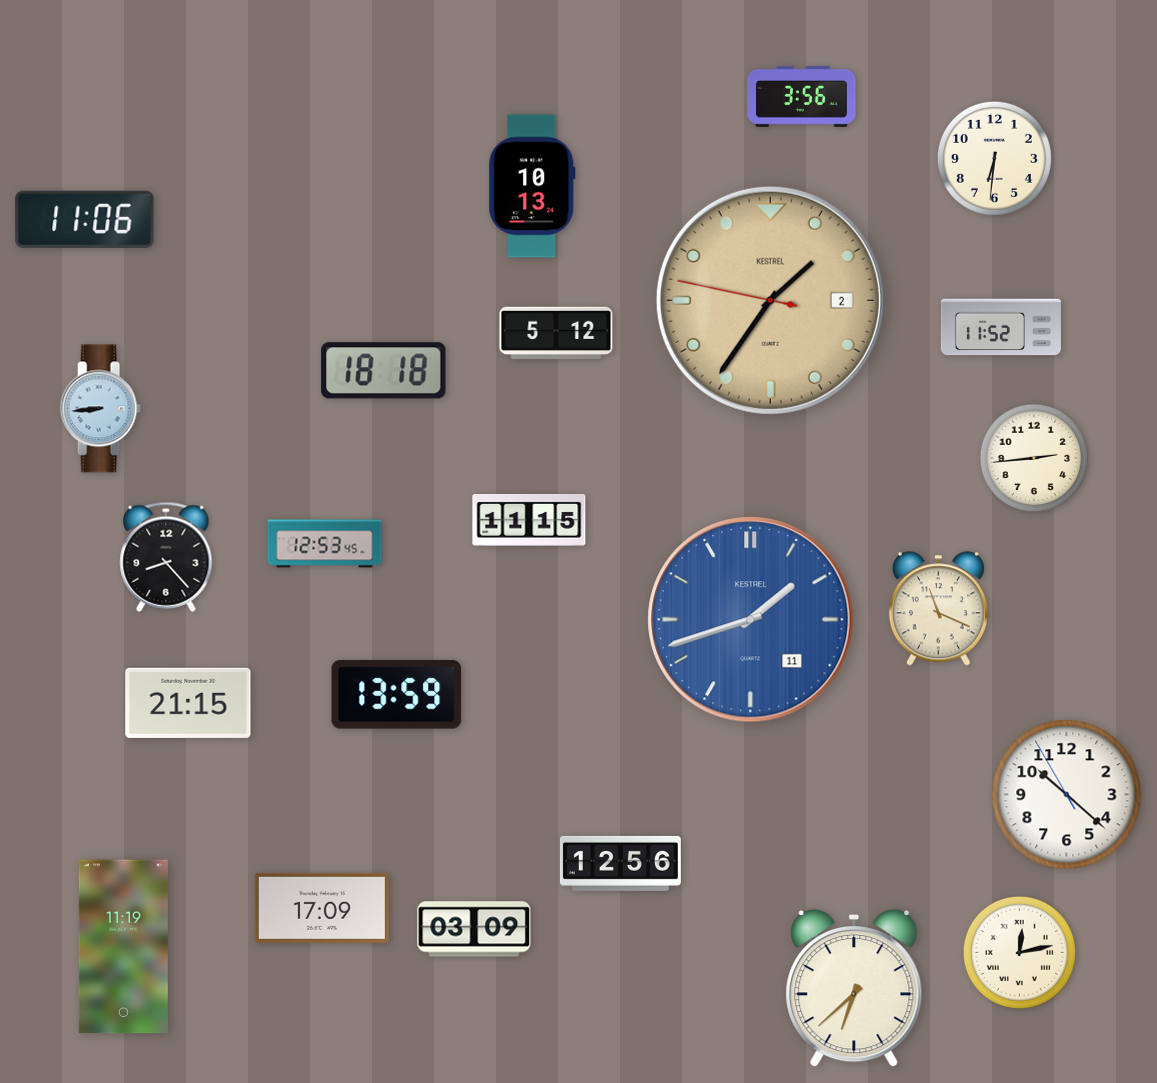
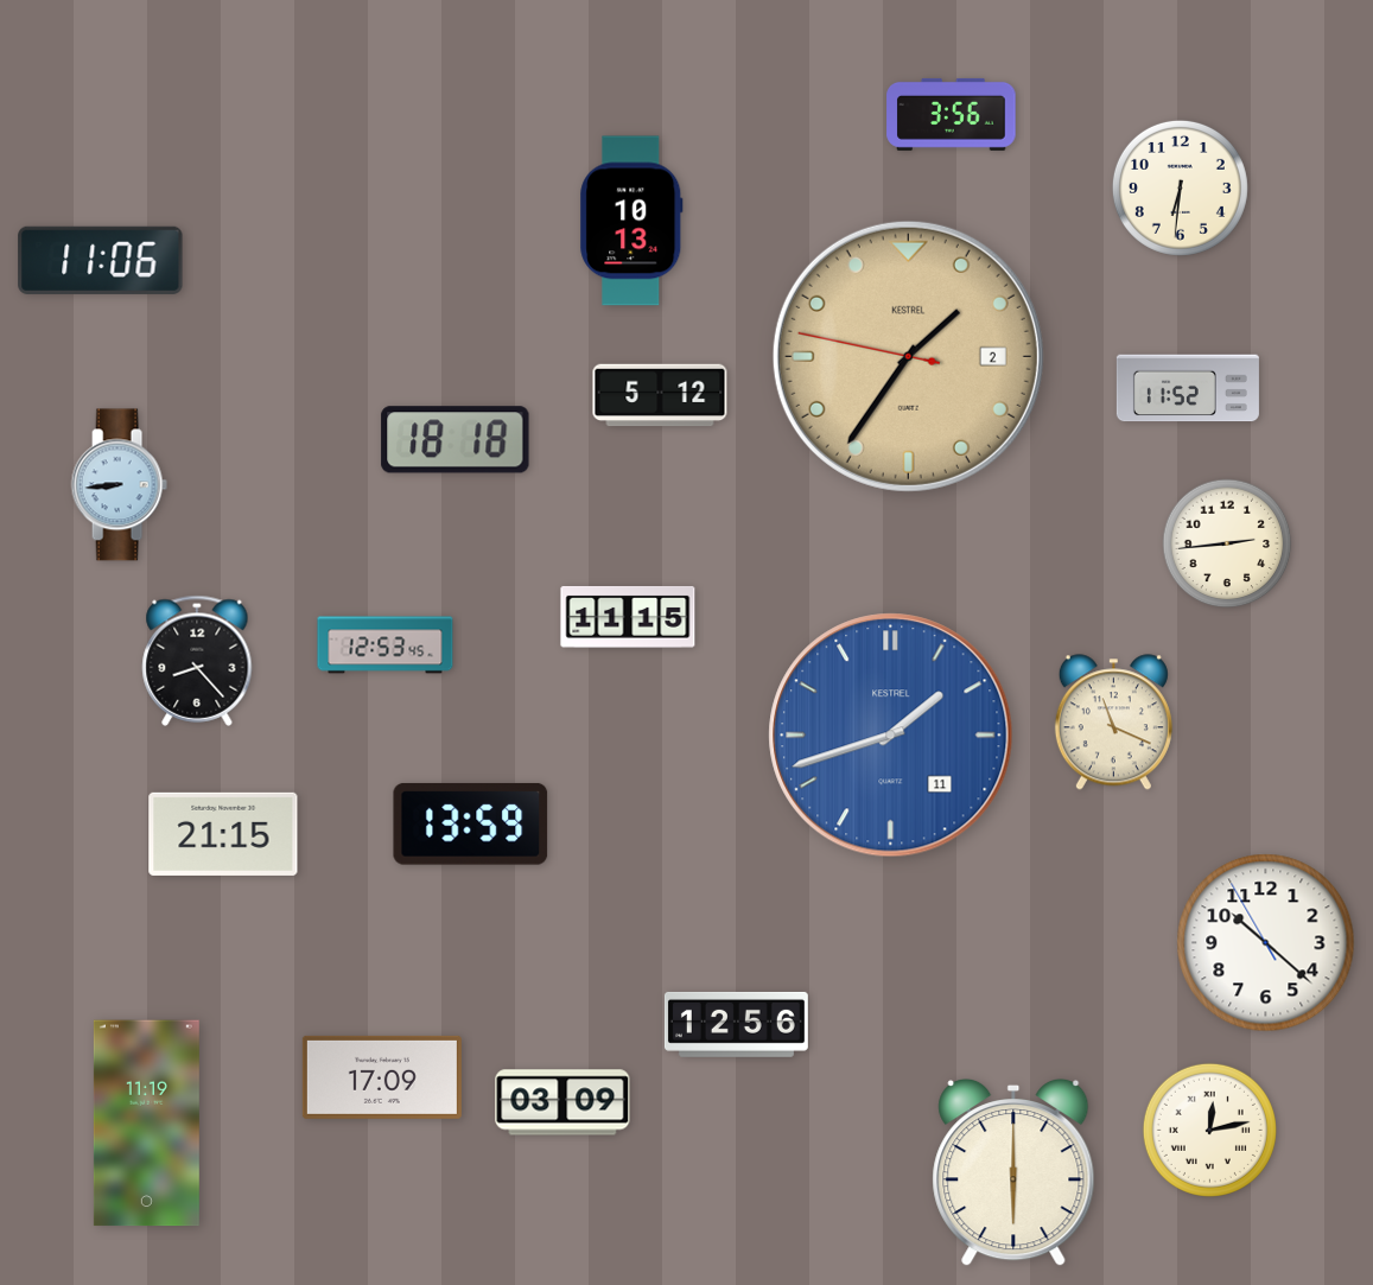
clock at (770, 300) position: (770, 300) -> (908, 356)
clock at (854, 988): 6:38 -> 6:00
